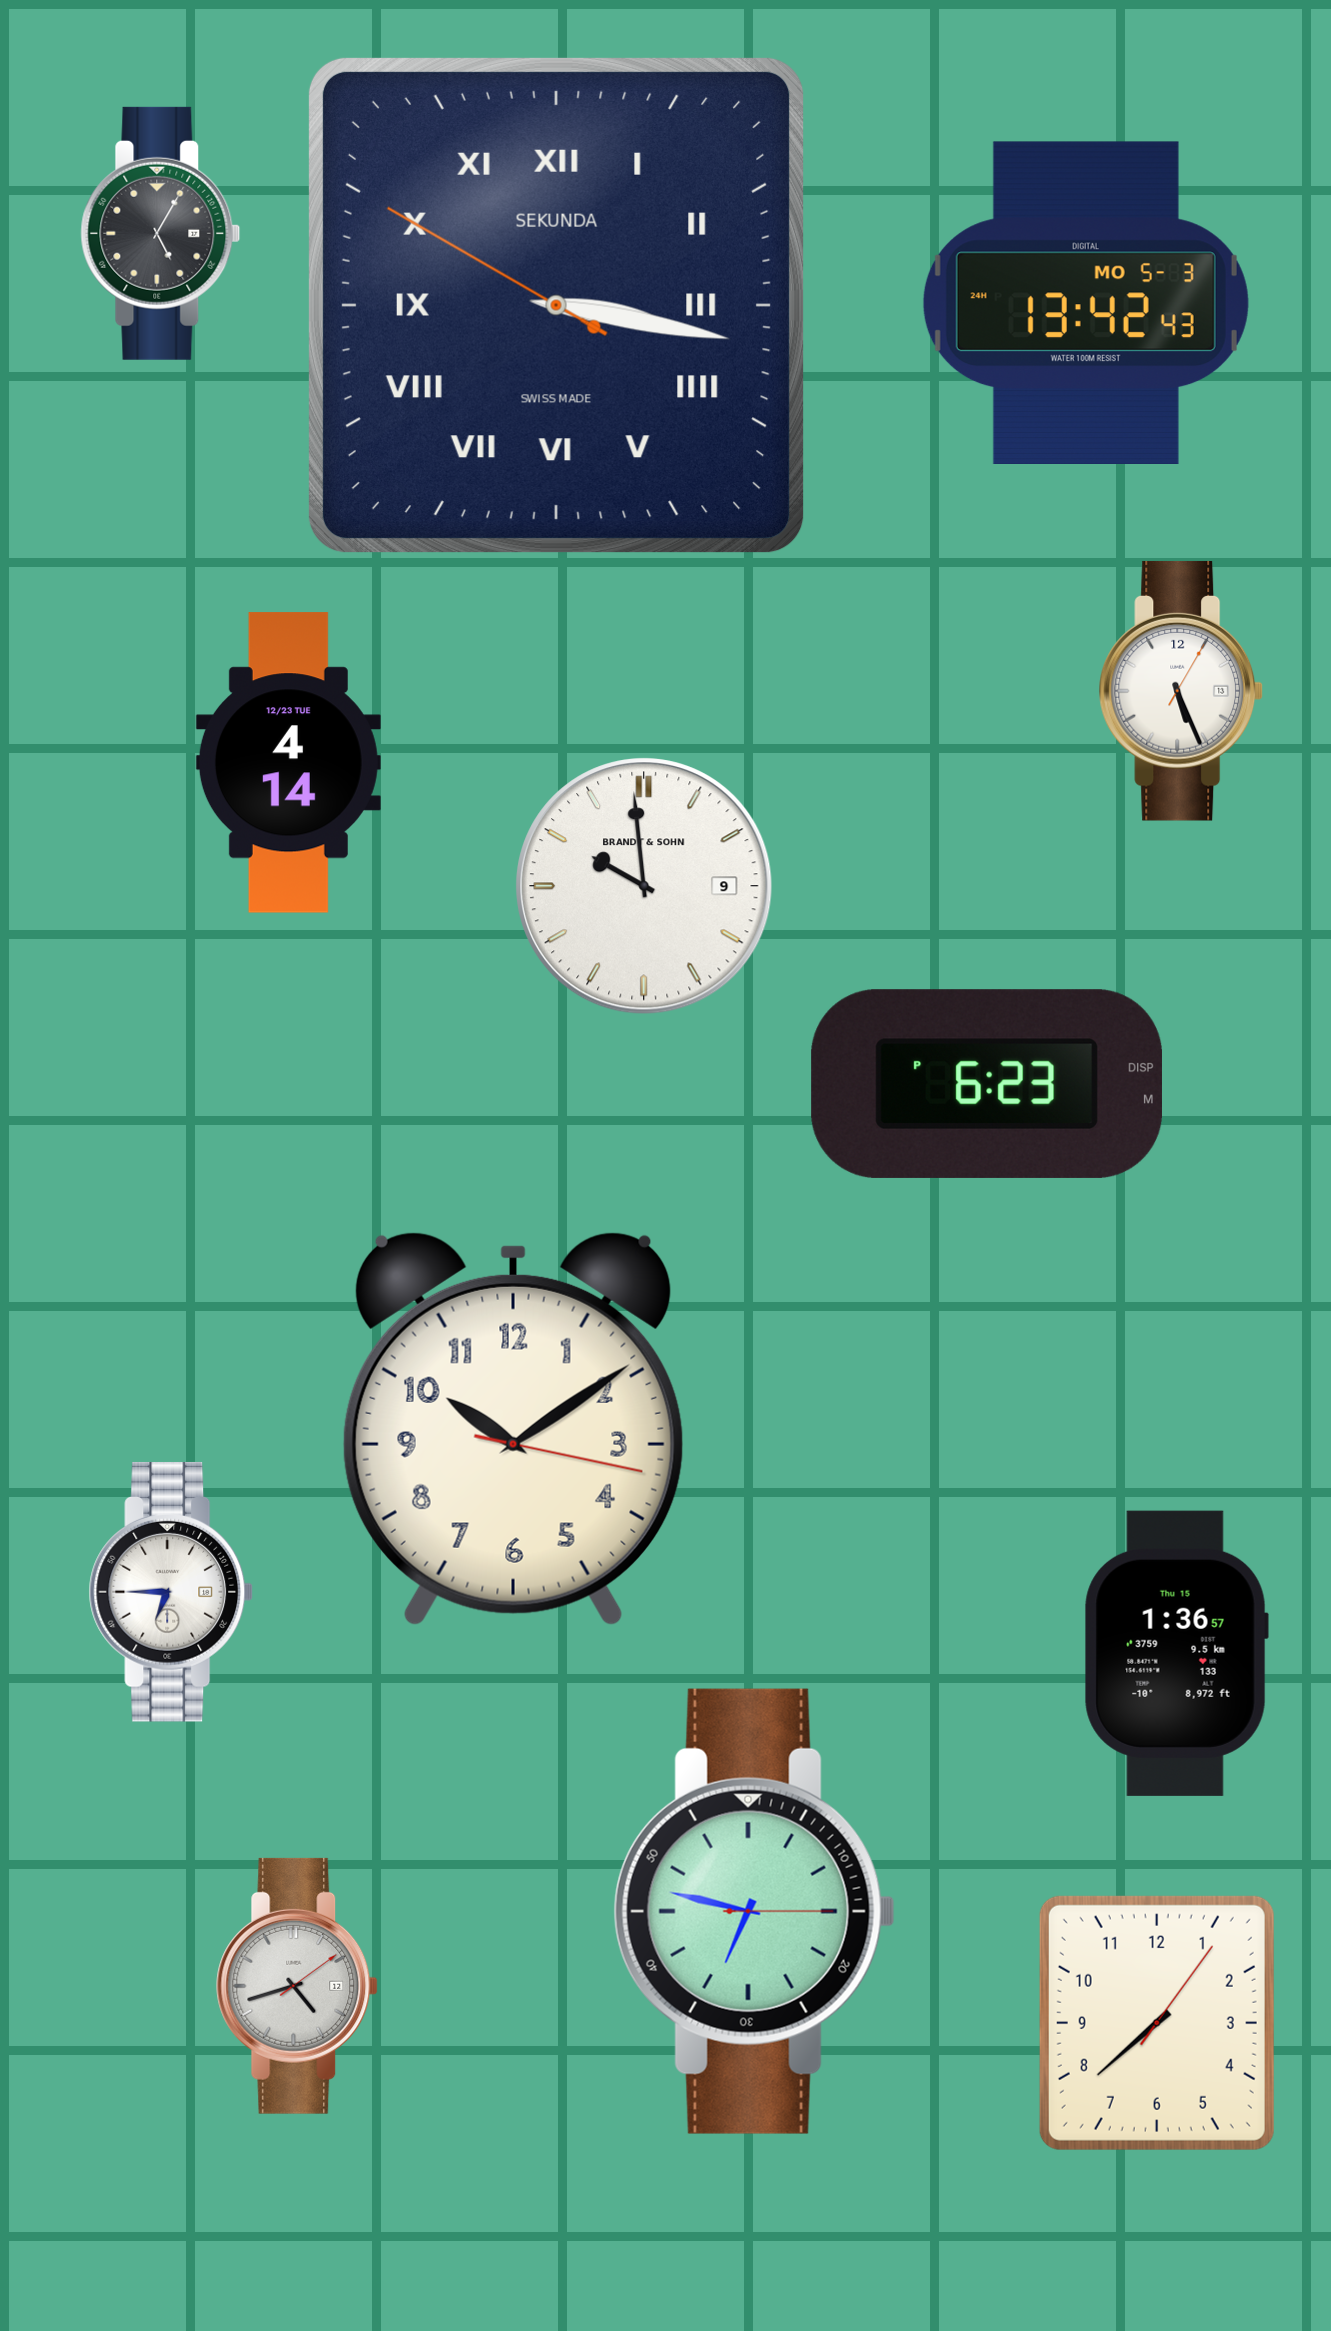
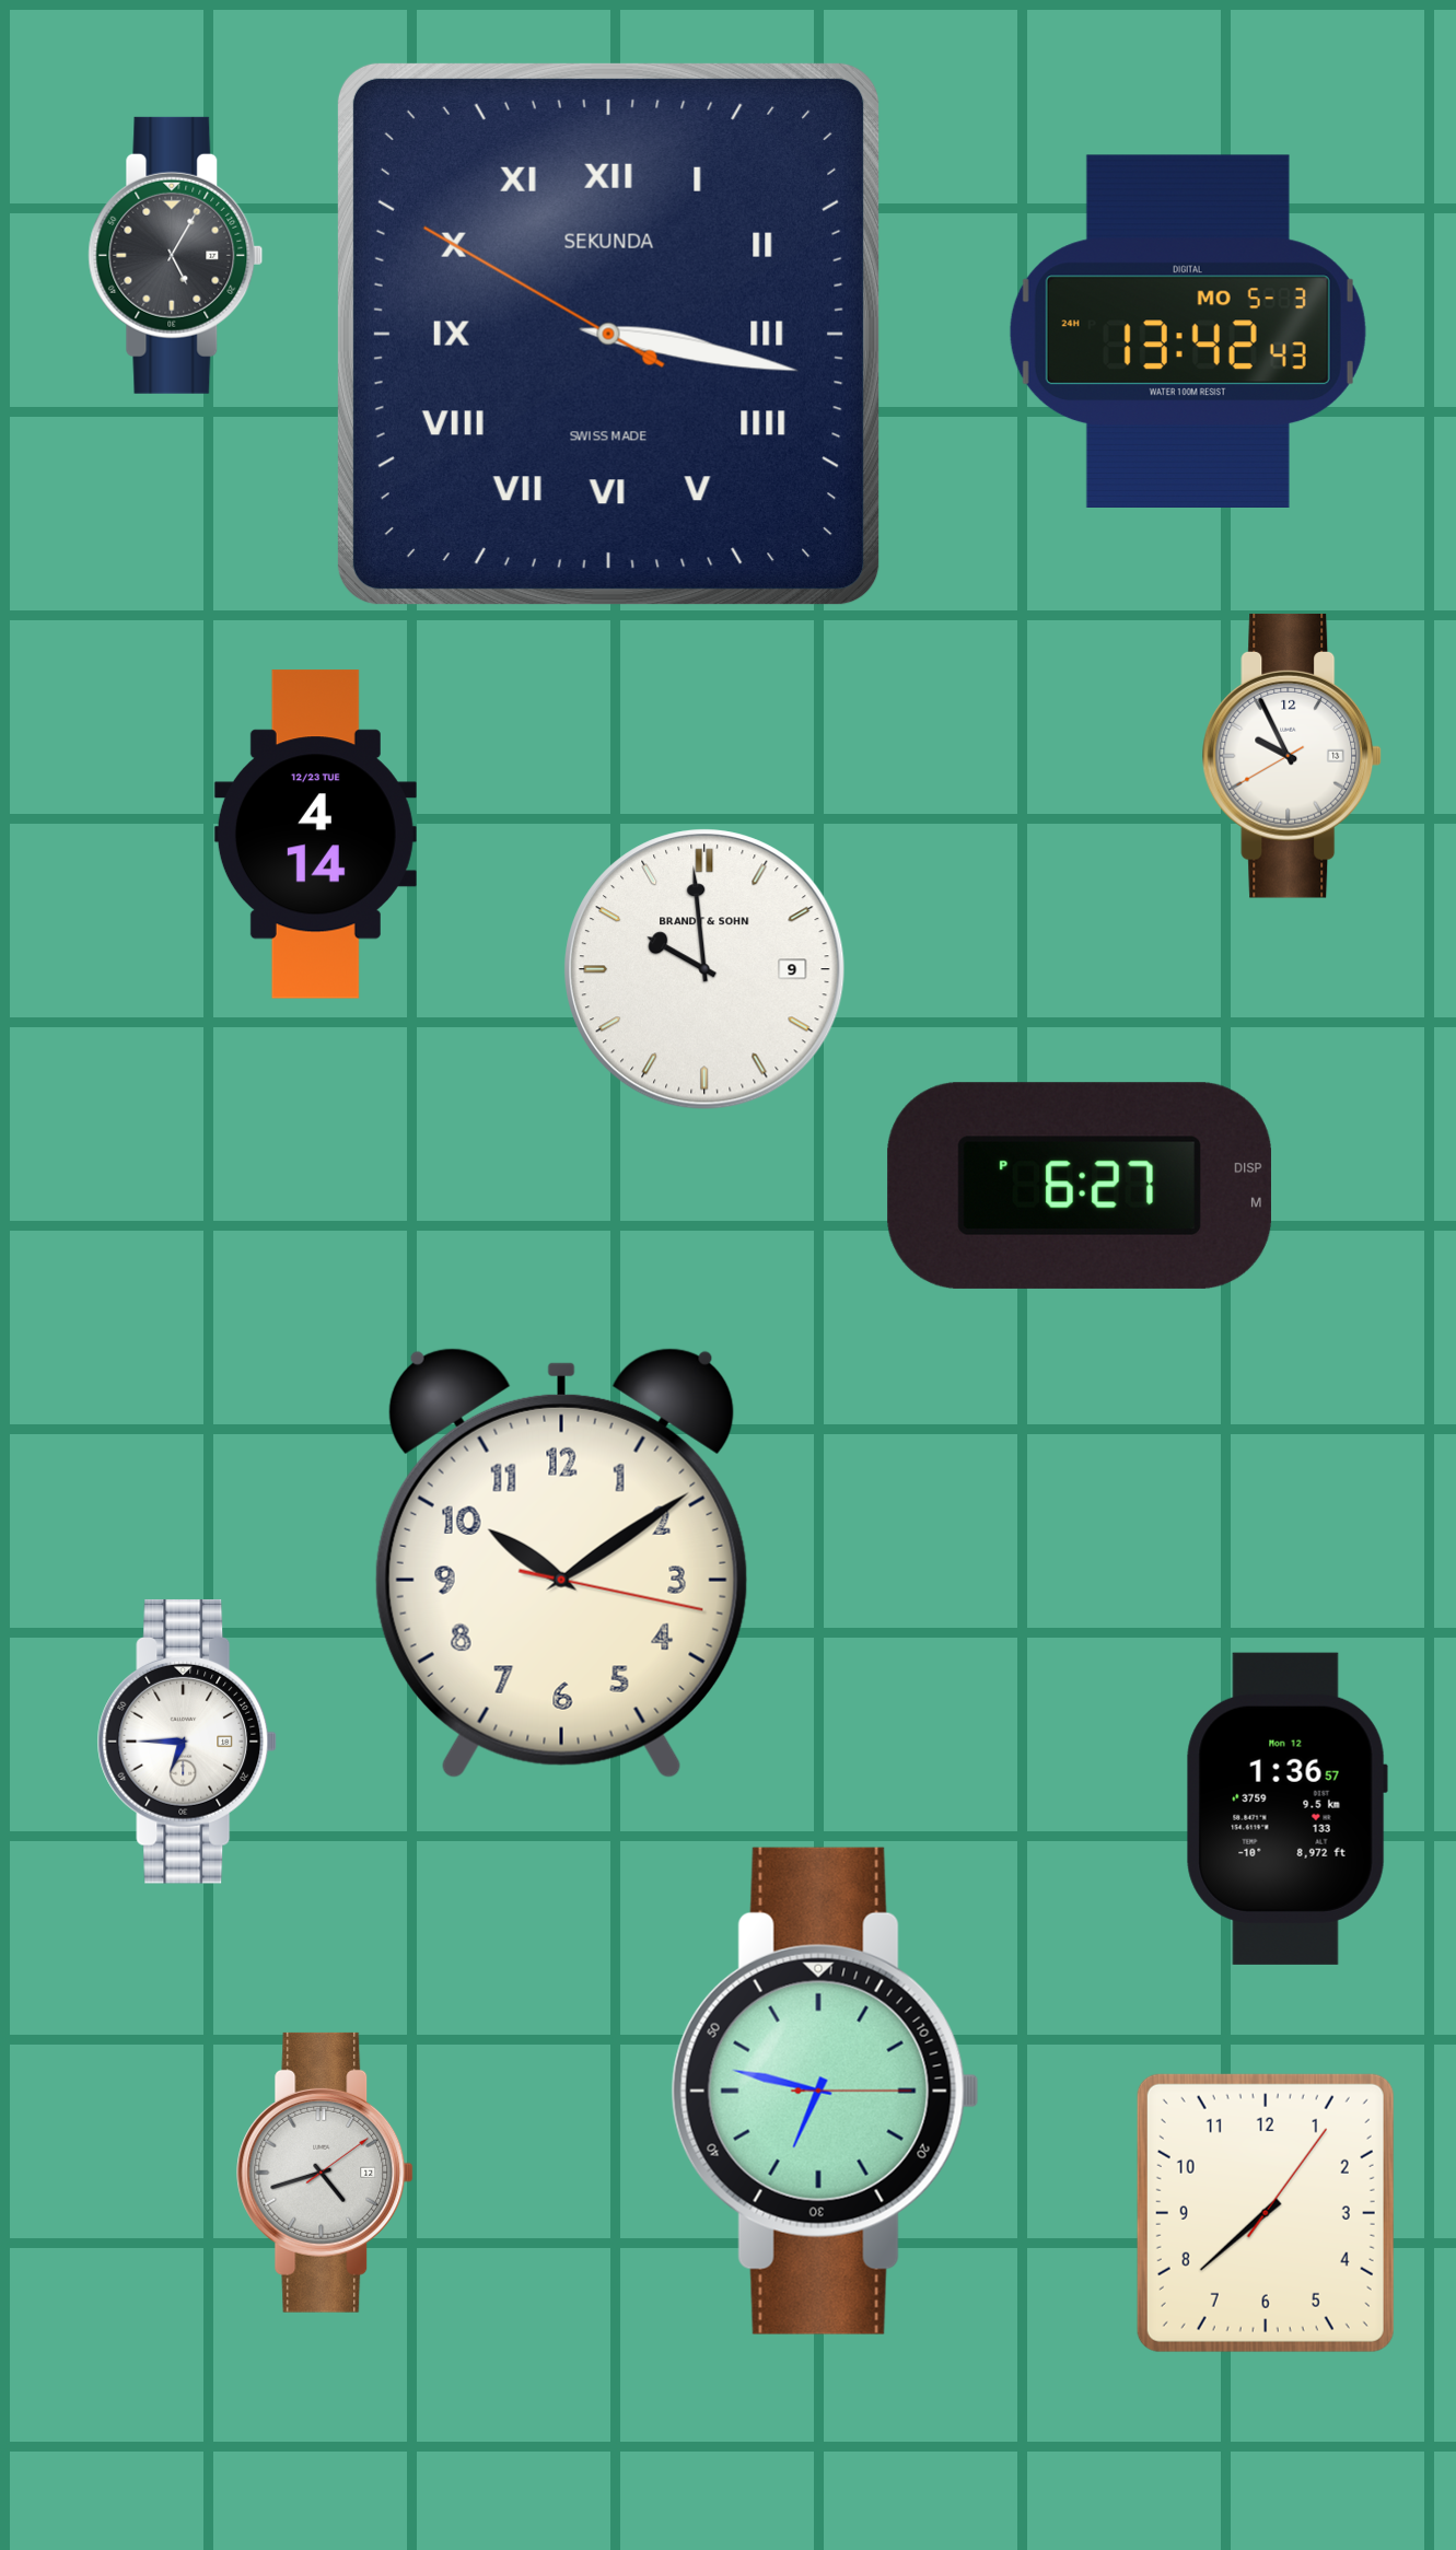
clock at (1181, 691): 5:26 -> 9:55
clock at (987, 1084): 6:23 -> 6:27
clock at (1176, 1653) date: Thu 15 -> Mon 12
